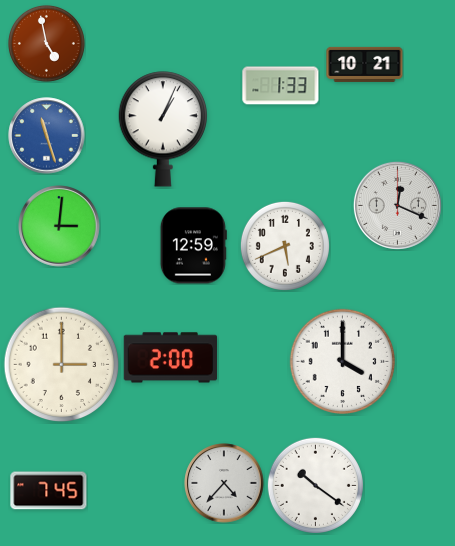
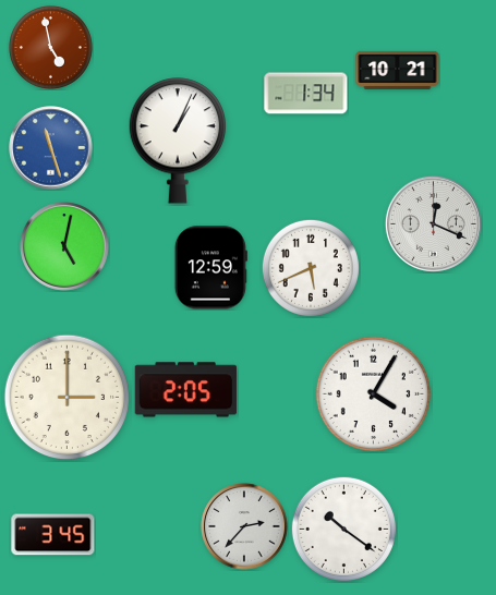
clock at (281, 86): 1:33 -> 1:34
clock at (59, 226): 3:01 -> 5:02
clock at (171, 358): 2:00 -> 2:05
clock at (342, 361): 4:00 -> 4:05
clock at (224, 483): 4:37 -> 2:37
clock at (49, 491): 7:45 -> 3:45
